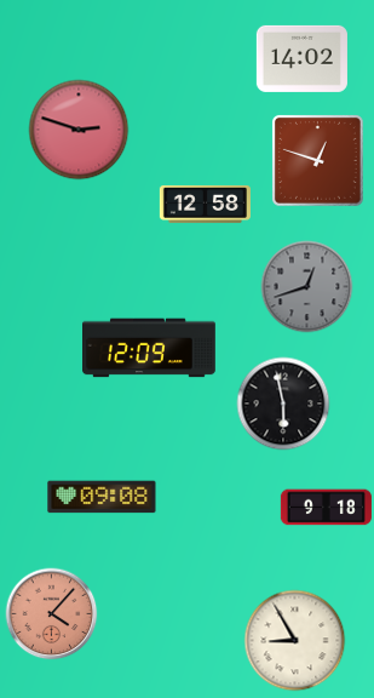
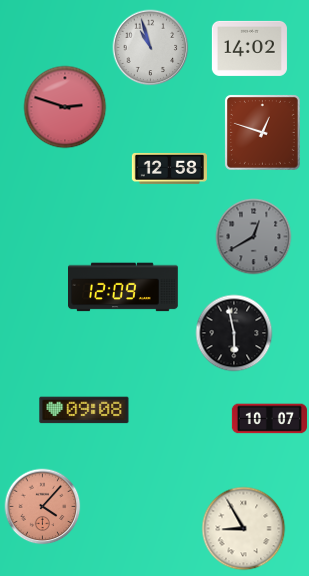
clock at (151, 48): none -> 10:57
clock at (307, 287): 12:42 -> 12:40
clock at (326, 508): 9:18 -> 10:07
